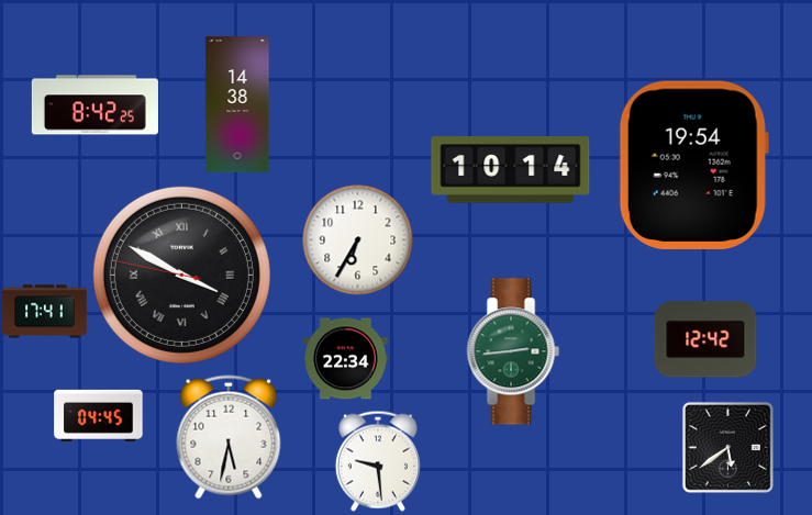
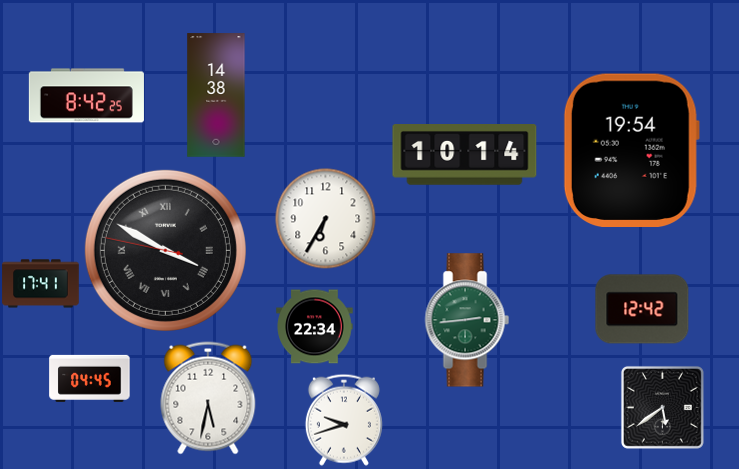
clock at (378, 461): 9:29 -> 9:42
